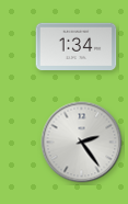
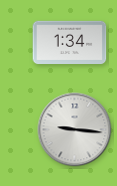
clock at (82, 143): 2:24 -> 9:16
